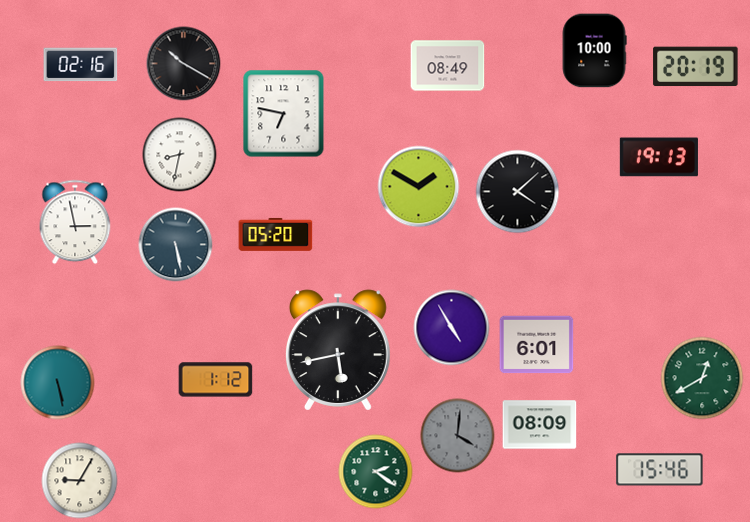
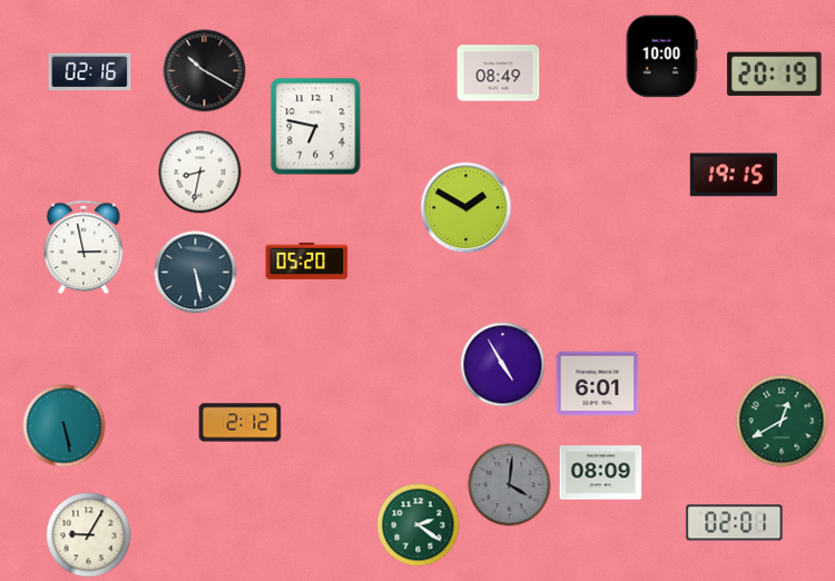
clock at (659, 157): 19:13 -> 19:15
clock at (518, 192): 4:08 -> none
clock at (338, 350): 5:43 -> none
clock at (216, 380): 1:12 -> 2:12
clock at (660, 470): 15:46 -> 02:01
